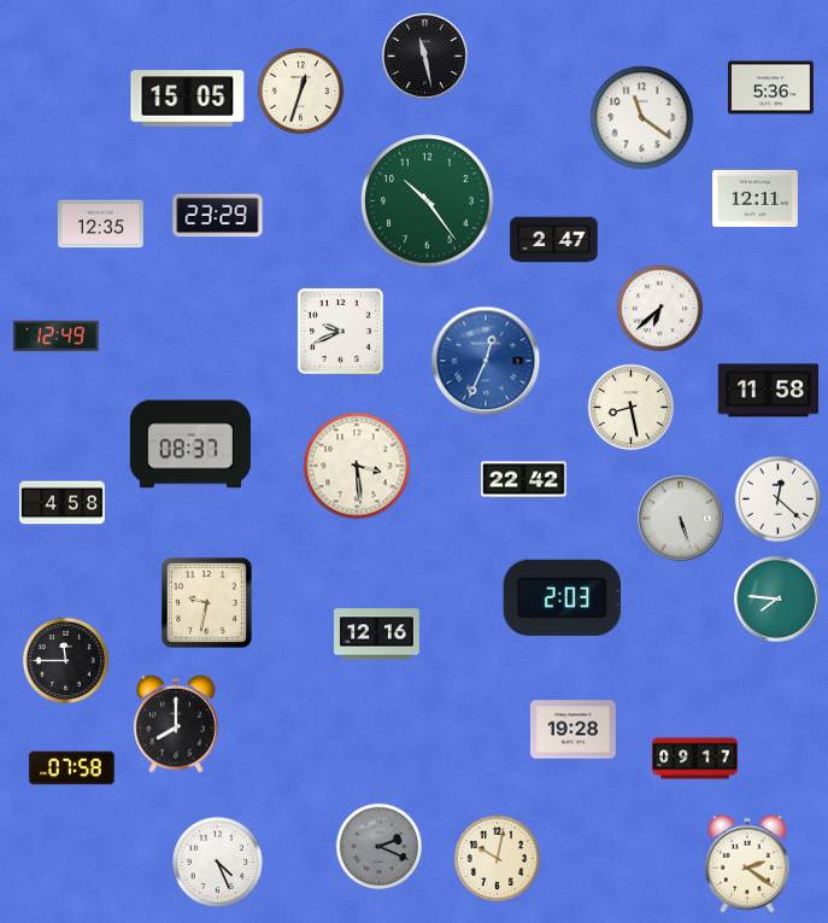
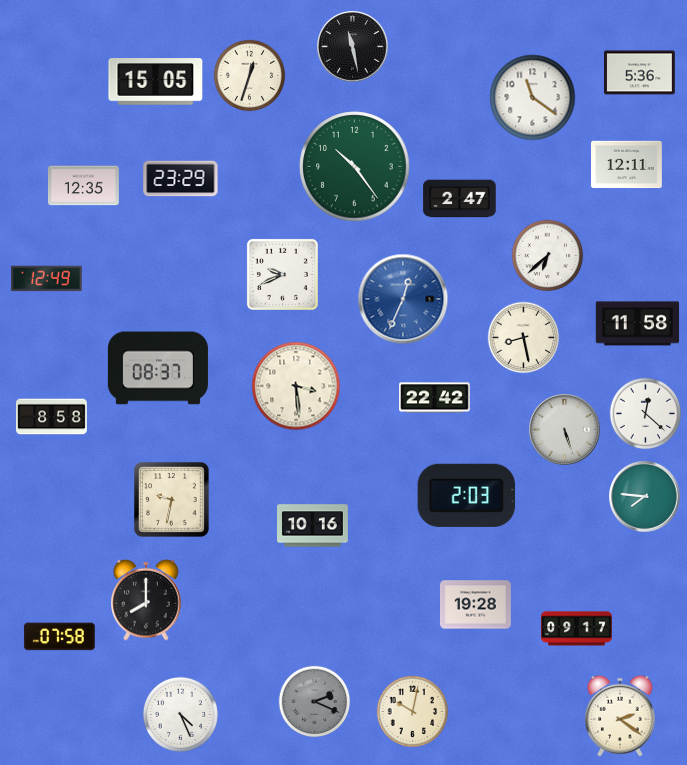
clock at (63, 503): 4:58 -> 8:58
clock at (377, 635): 12:16 -> 10:16
clock at (66, 661): 11:45 -> none
